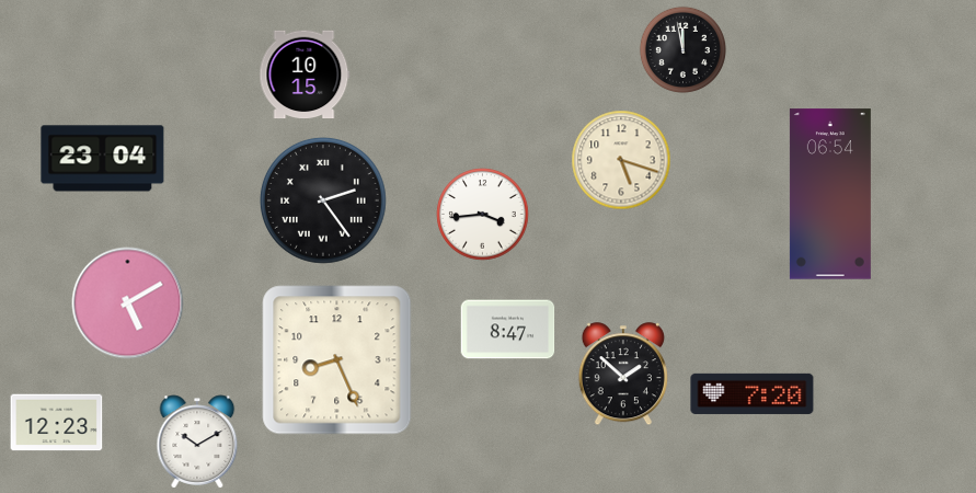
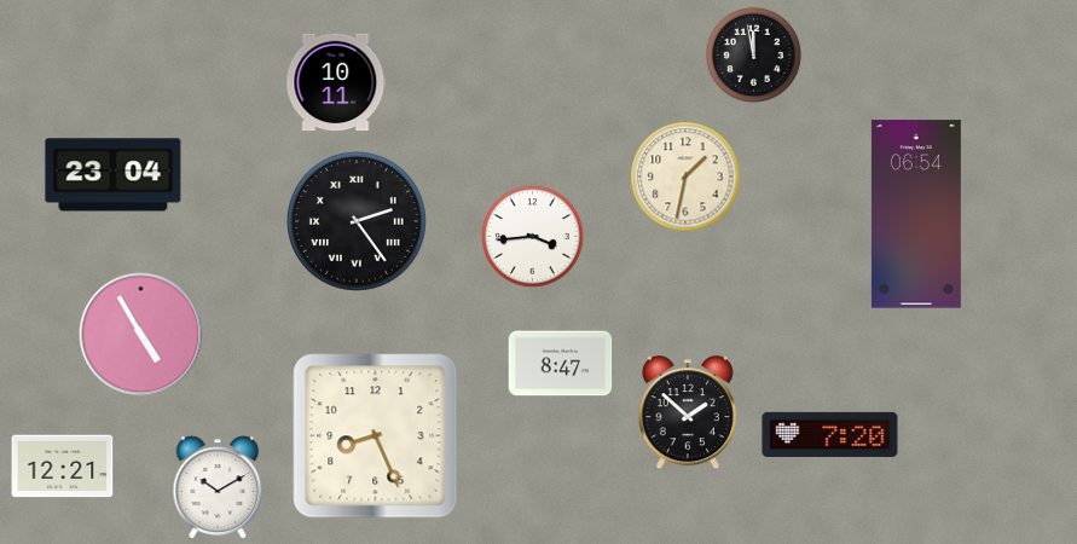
clock at (305, 74): 10:15 -> 10:11
clock at (621, 160): 5:18 -> 1:32
clock at (128, 303): 5:10 -> 4:55
clock at (337, 360) position: (337, 360) -> (376, 436)
clock at (57, 423): 12:23 -> 12:21
